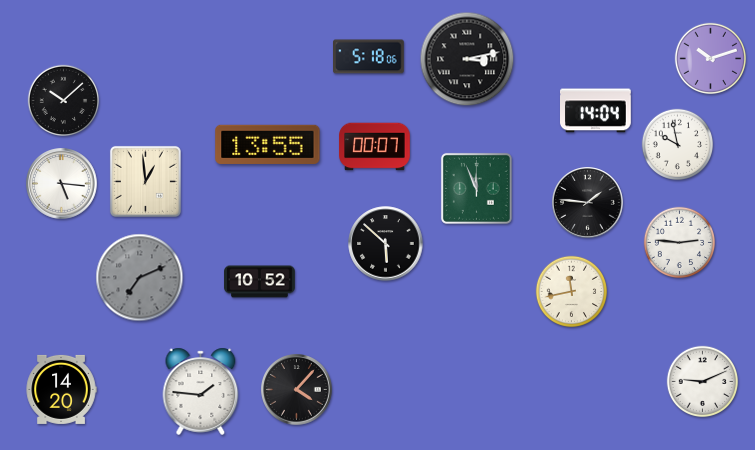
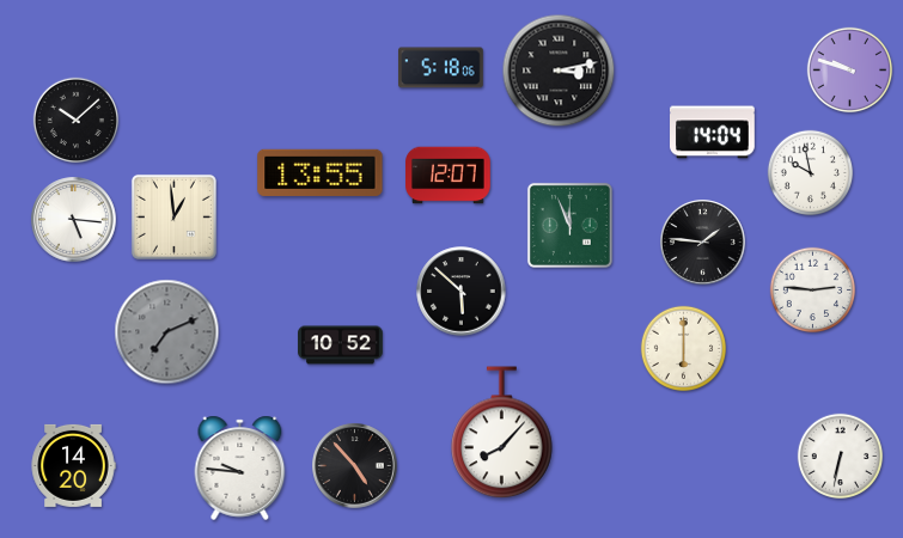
clock at (711, 59): 10:12 -> 9:48
clock at (375, 147): 00:07 -> 12:07
clock at (260, 282) position: (260, 282) -> (341, 346)
clock at (572, 292): 11:43 -> 6:00
clock at (502, 433): none -> 8:07
clock at (703, 382): 9:11 -> 6:32
clock at (297, 390): 4:07 -> 4:53
clock at (201, 391): 1:46 -> 9:46
